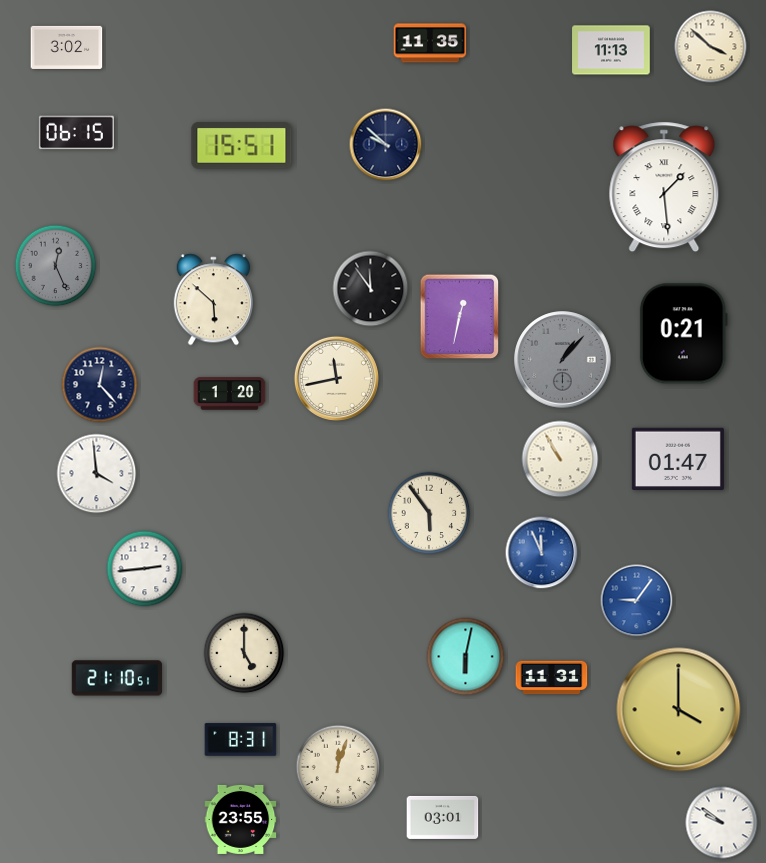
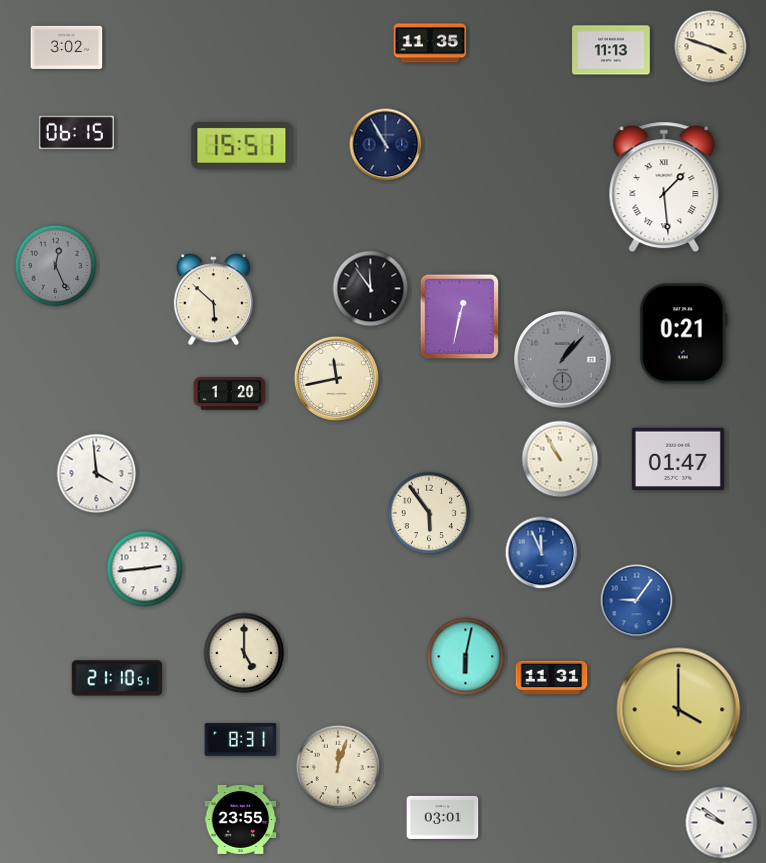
clock at (711, 47): 3:52 -> 3:48
clock at (386, 145): 9:52 -> 10:55
clock at (100, 385): 12:23 -> none
